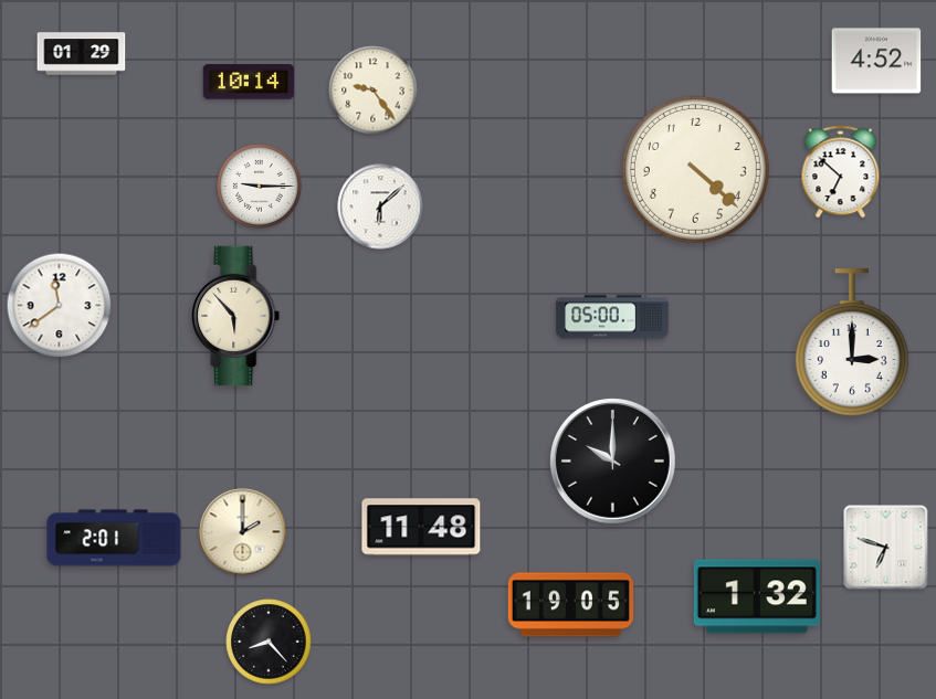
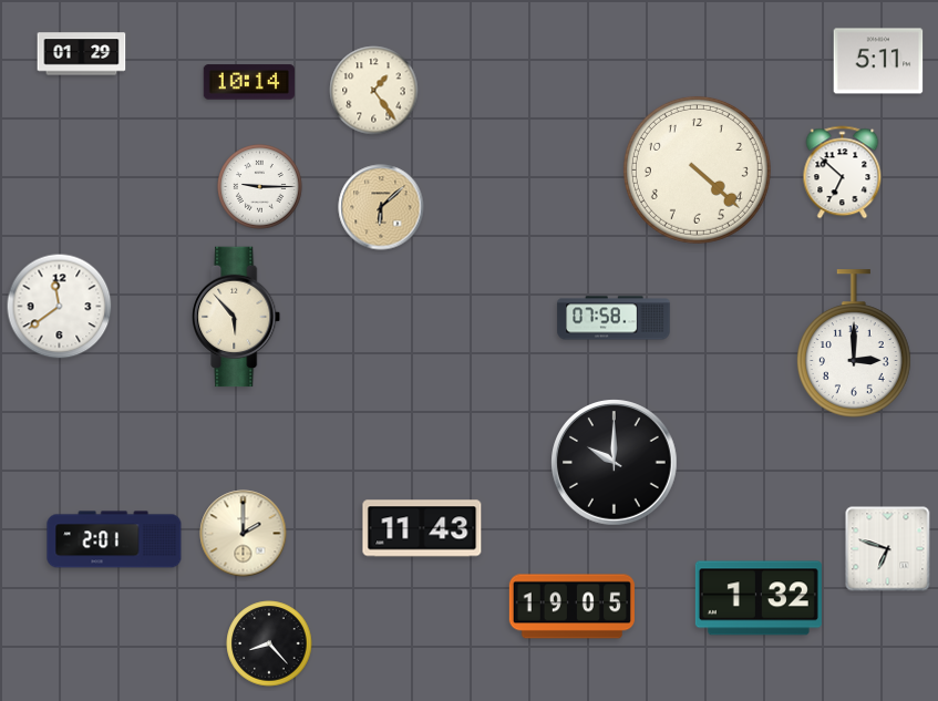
clock at (876, 61): 4:52 -> 5:11
clock at (374, 91): 9:24 -> 1:24
clock at (380, 206) dial: white -> champagne
clock at (612, 317): 05:00 -> 07:58
clock at (421, 527): 11:48 -> 11:43
